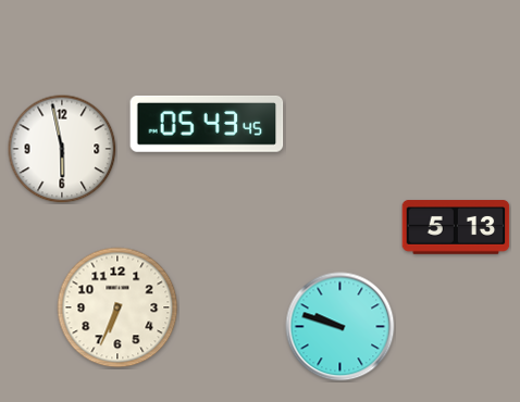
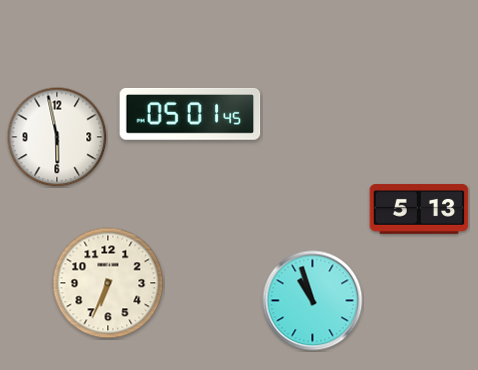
clock at (207, 124): 05:43 -> 05:01
clock at (341, 327): 9:48 -> 10:57
